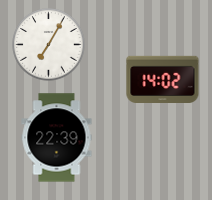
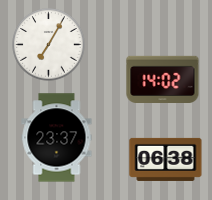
clock at (57, 138): 22:39 -> 23:37
clock at (166, 159): none -> 06:38
